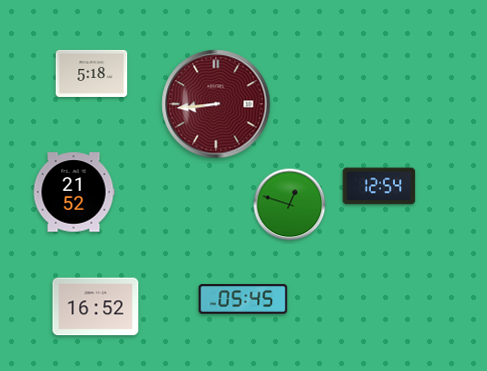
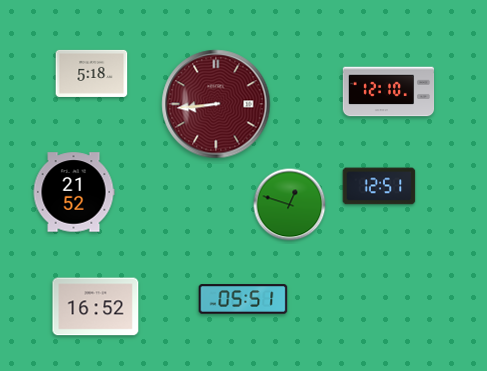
clock at (389, 92): none -> 12:10
clock at (379, 186): 12:54 -> 12:51
clock at (243, 299): 05:45 -> 05:51
